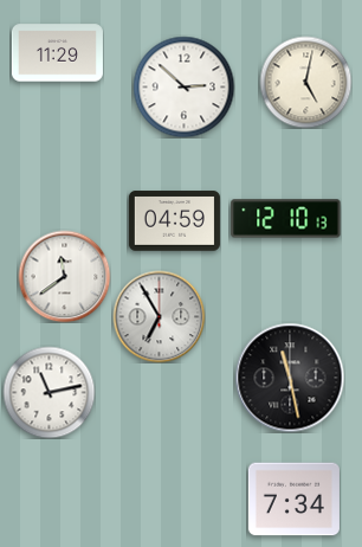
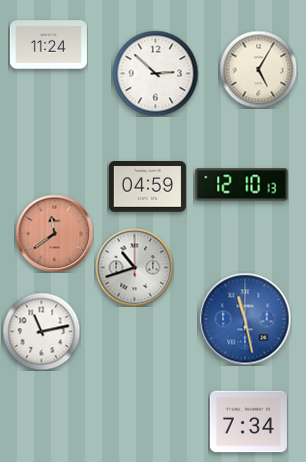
clock at (57, 53): 11:29 -> 11:24
clock at (305, 82): 5:02 -> 5:05
clock at (64, 276) dial: white -> salmon
clock at (159, 316): 6:55 -> 10:42
clock at (290, 378) dial: black -> blue
